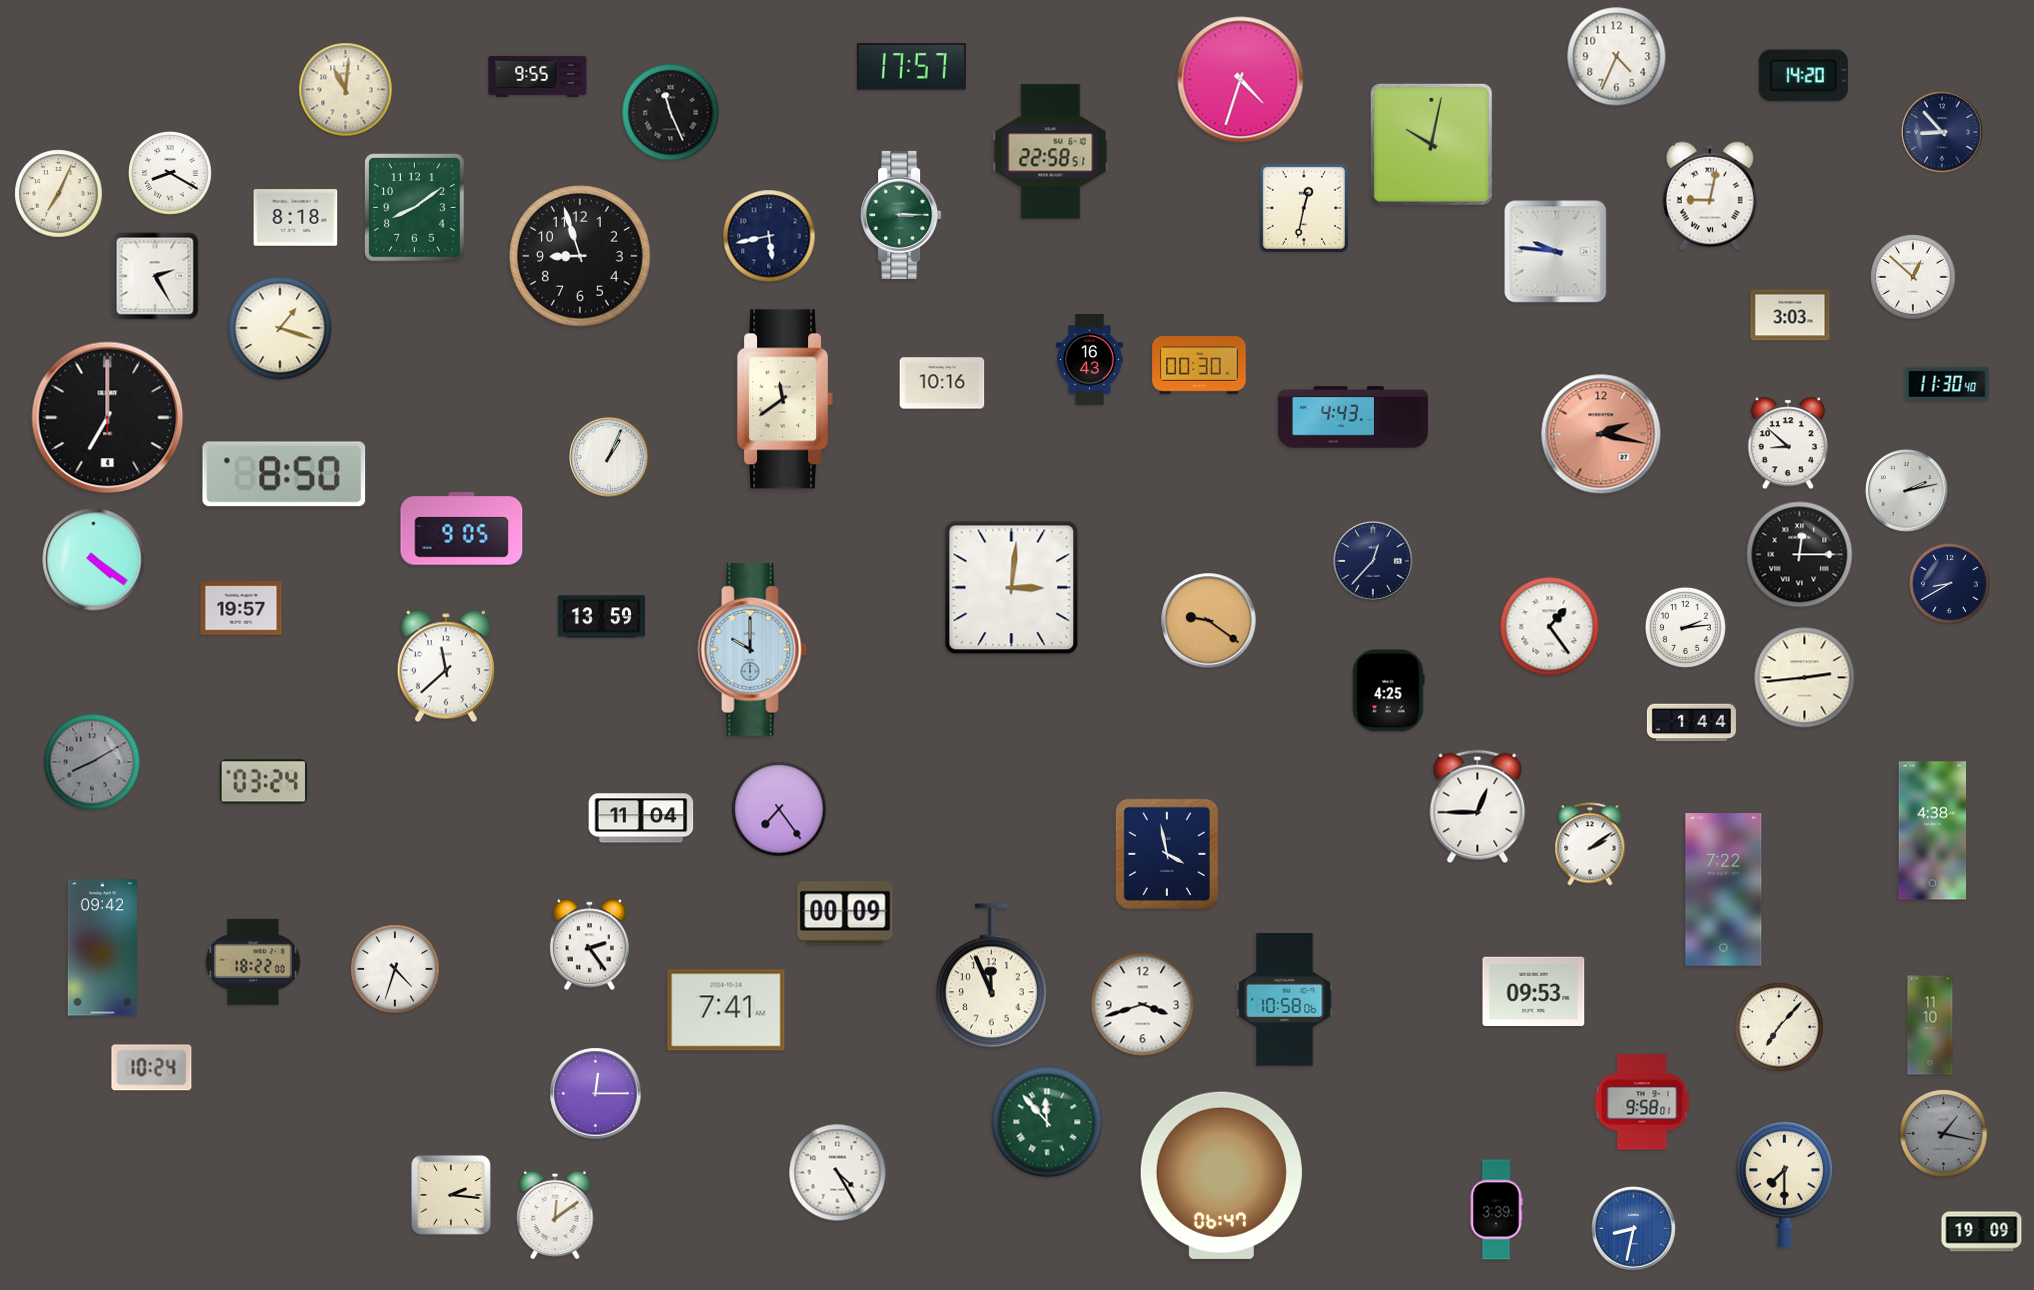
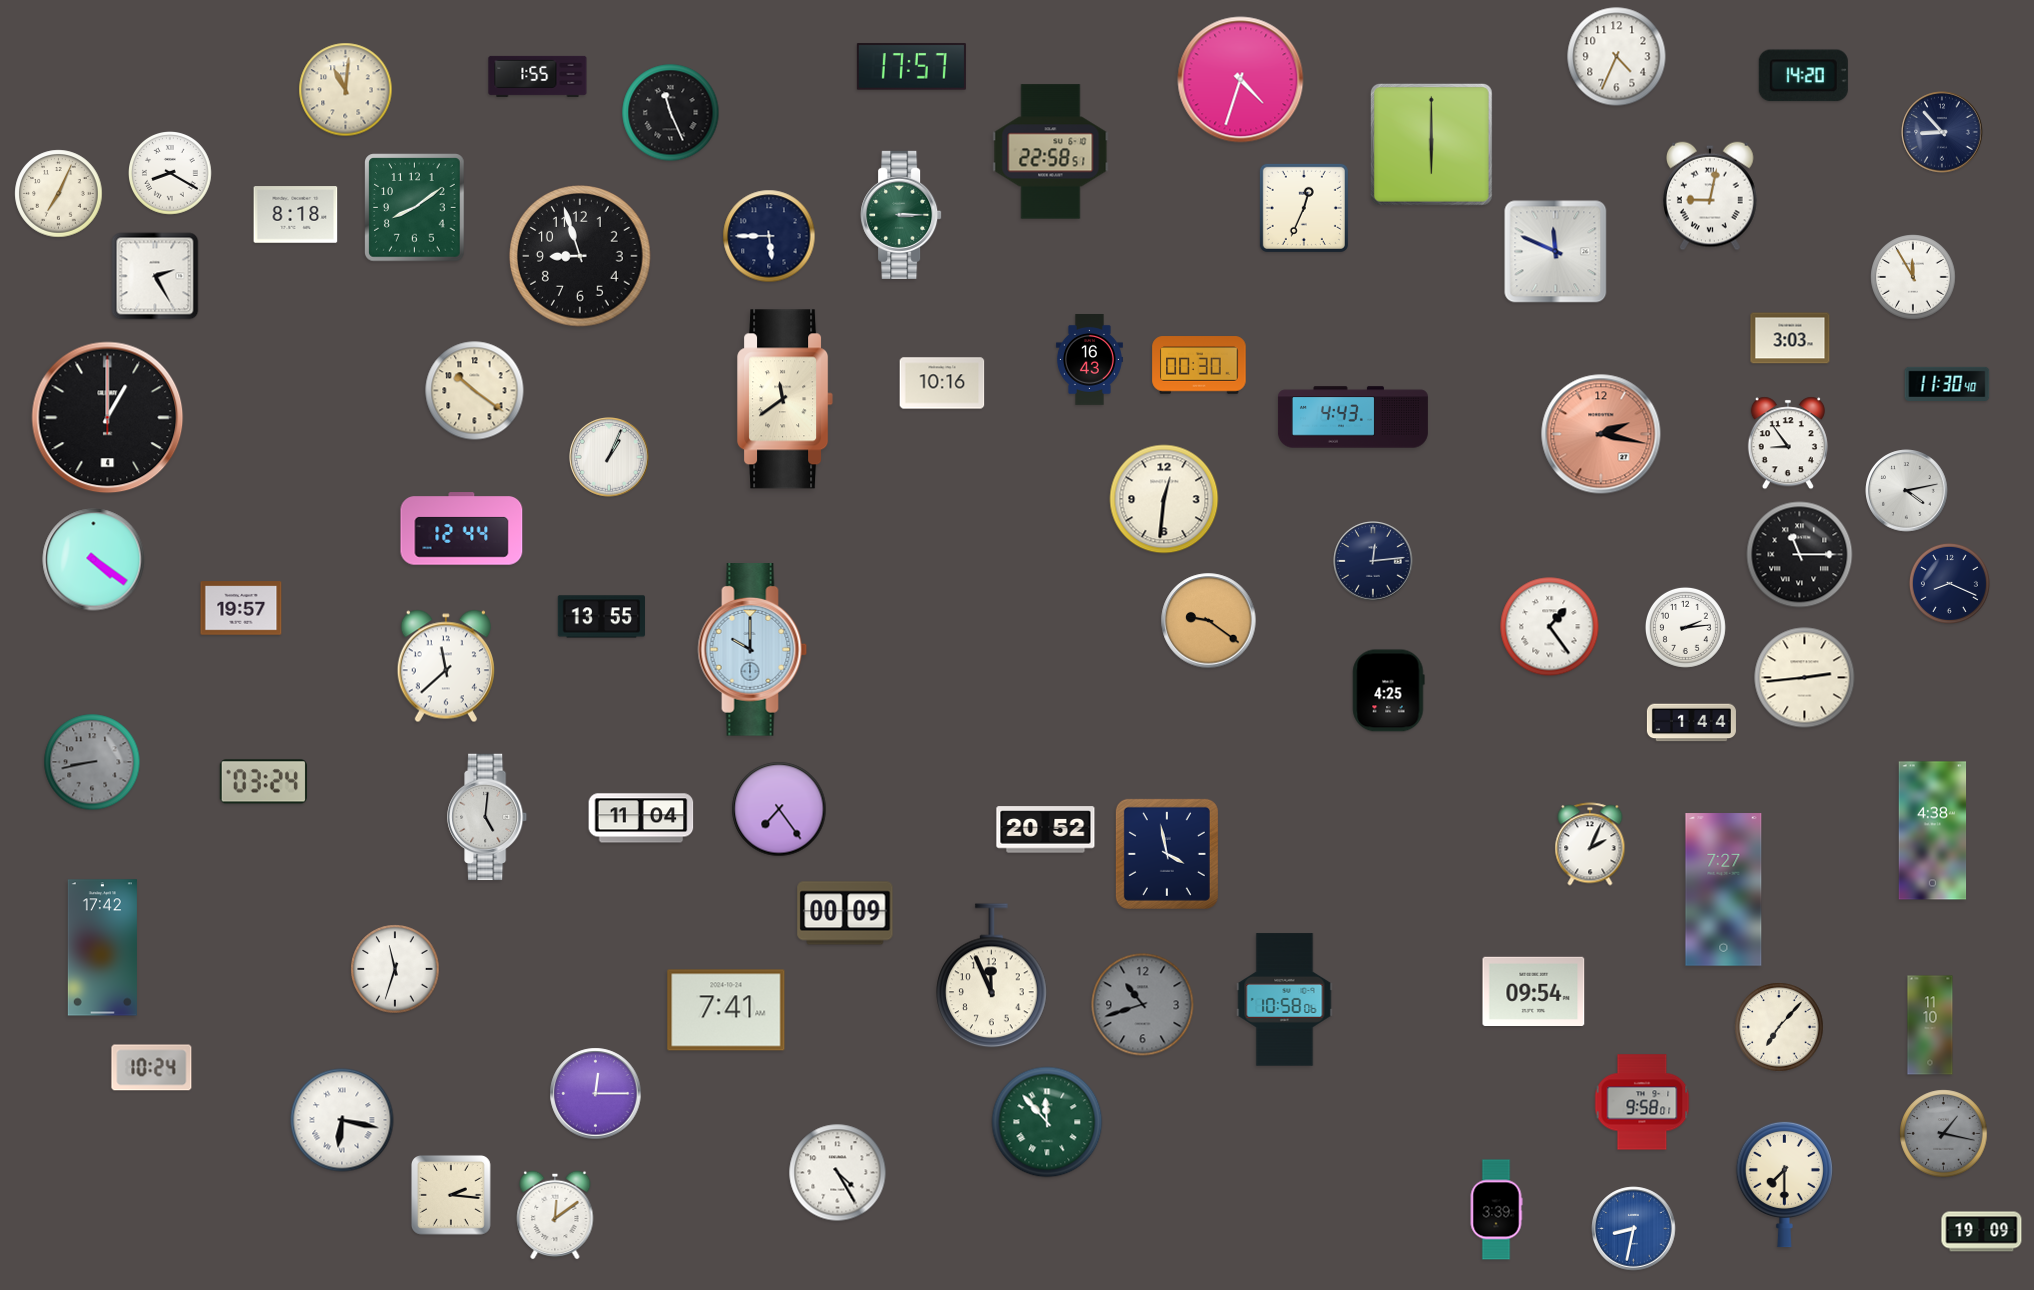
clock at (538, 76): 9:55 -> 1:55
clock at (1431, 144): 10:02 -> 6:00
clock at (1304, 208): 12:32 -> 12:34
clock at (296, 218) position: (296, 218) -> (296, 215)
clock at (769, 236): 5:43 -> 5:45
clock at (1556, 252): 9:46 -> 11:49
clock at (1913, 277): 12:52 -> 11:55
clock at (1790, 315) position: (1790, 315) -> (1790, 338)
clock at (280, 328): 1:18 -> none
clock at (475, 391): none -> 10:21
clock at (108, 418): 7:00 -> 1:00
clock at (1788, 443): 8:52 -> 8:54
clock at (284, 474): 8:50 -> none
clock at (1907, 491): 2:13 -> 4:13
clock at (1164, 499): none -> 12:31
clock at (462, 529): 9:05 -> 12:44
clock at (1800, 555): 12:15 -> 11:15
clock at (1373, 561): 12:37 -> 12:14
clock at (1949, 583): 8:40 -> 8:19
clock at (1012, 588): 3:01 -> none
clock at (601, 617): 13:59 -> 13:55
clock at (92, 762): 8:10 -> 8:43
clock at (1478, 807): 12:45 -> none
clock at (488, 817): none -> 5:01
clock at (1046, 830): none -> 20:52
clock at (1590, 844): 2:09 -> 2:04
clock at (1724, 890): 7:22 -> 7:27
clock at (589, 945): 2:24 -> none
clock at (102, 948): 09:42 -> 17:42
clock at (253, 962): 18:22 -> none
clock at (395, 969): 4:33 -> 11:33
clock at (1534, 991): 09:53 -> 09:54
clock at (1143, 1005): 3:42 -> 10:42
clock at (1143, 1005) dial: white -> grey
clock at (342, 1120): none -> 6:17
clock at (1221, 1175): 06:47 -> none
